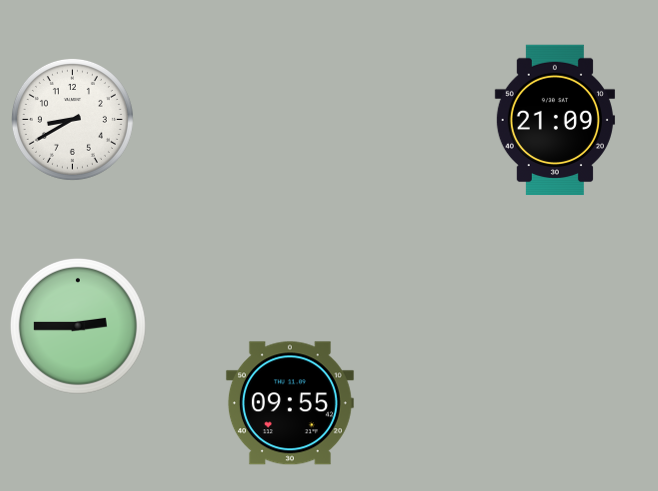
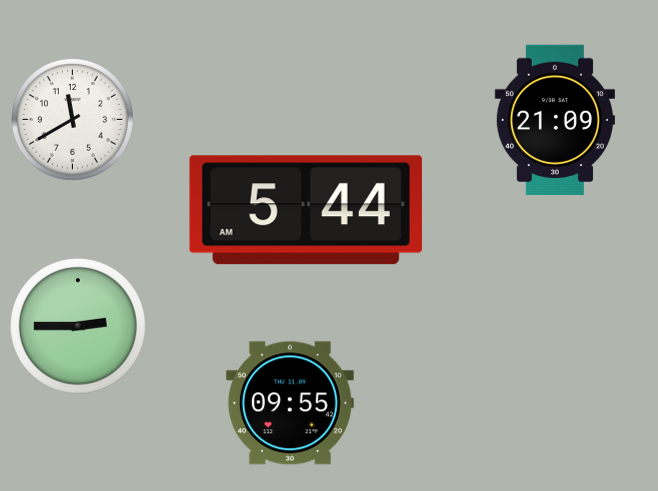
clock at (72, 119): 8:40 -> 11:40
clock at (306, 210): none -> 5:44
